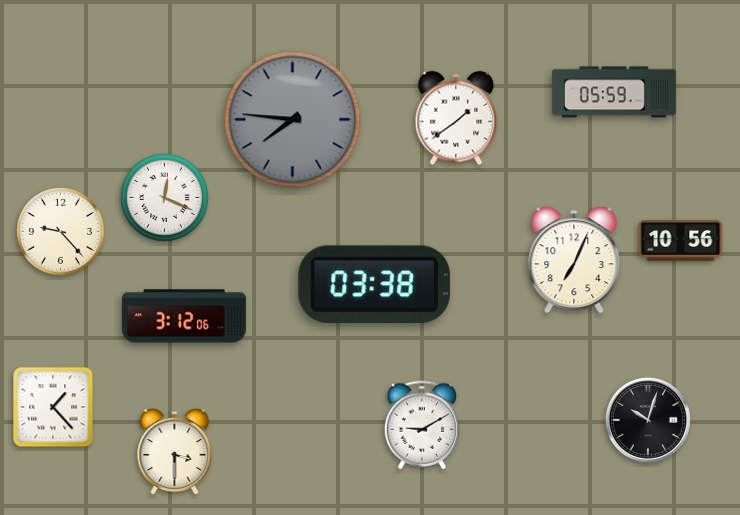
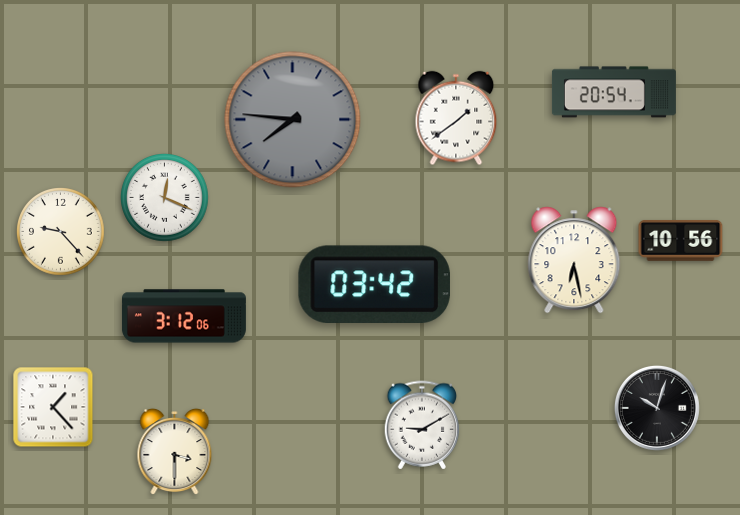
clock at (614, 92): 05:59 -> 20:54
clock at (574, 260): 7:04 -> 6:28
clock at (374, 284): 03:38 -> 03:42
clock at (648, 420) position: (648, 420) -> (657, 408)
